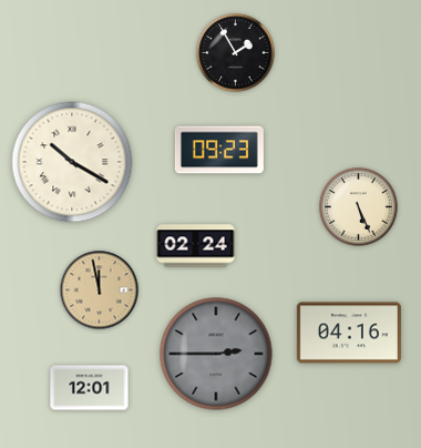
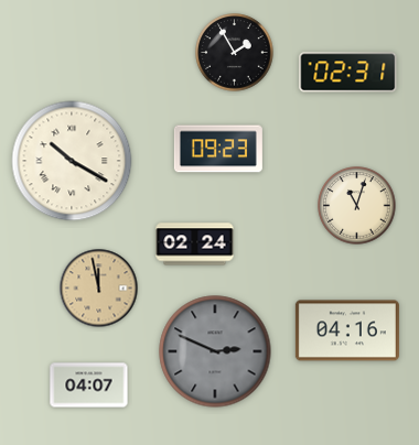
clock at (348, 73): none -> 02:31
clock at (359, 207): 5:26 -> 11:03
clock at (216, 354): 2:45 -> 2:49
clock at (90, 388): 12:01 -> 04:07
